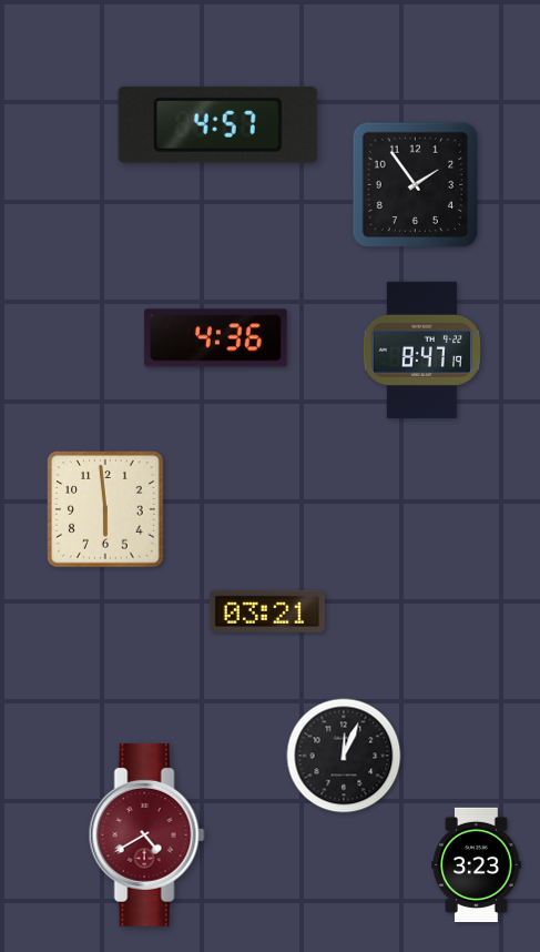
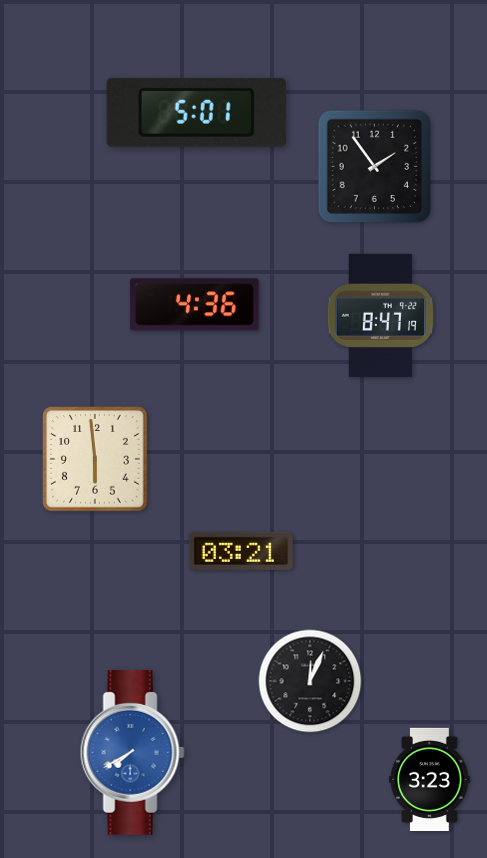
clock at (217, 124): 4:57 -> 5:01
clock at (146, 834): 4:40 -> 7:40
clock at (146, 834) dial: burgundy -> blue
